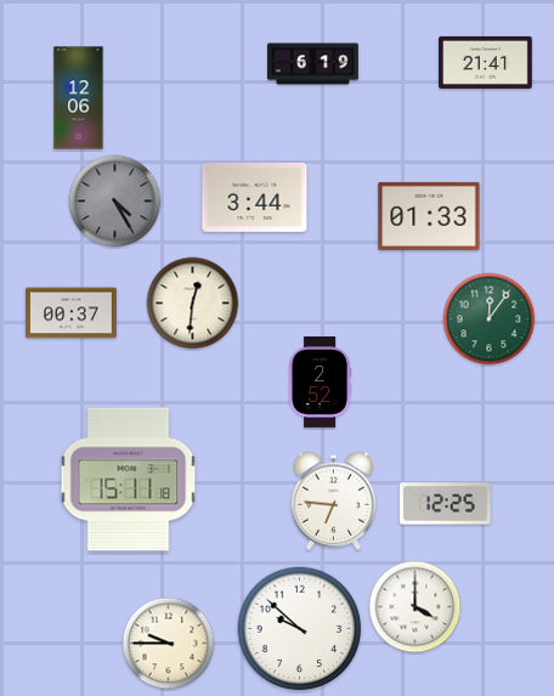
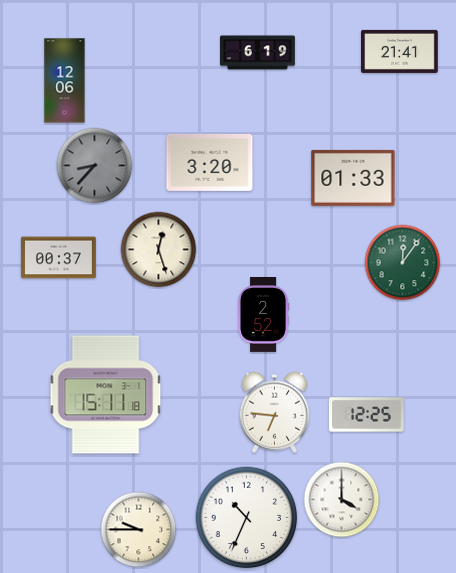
clock at (255, 197): 3:44 -> 3:20
clock at (115, 202): 4:25 -> 8:37
clock at (193, 304): 12:31 -> 12:27
clock at (300, 629): 9:52 -> 10:34
